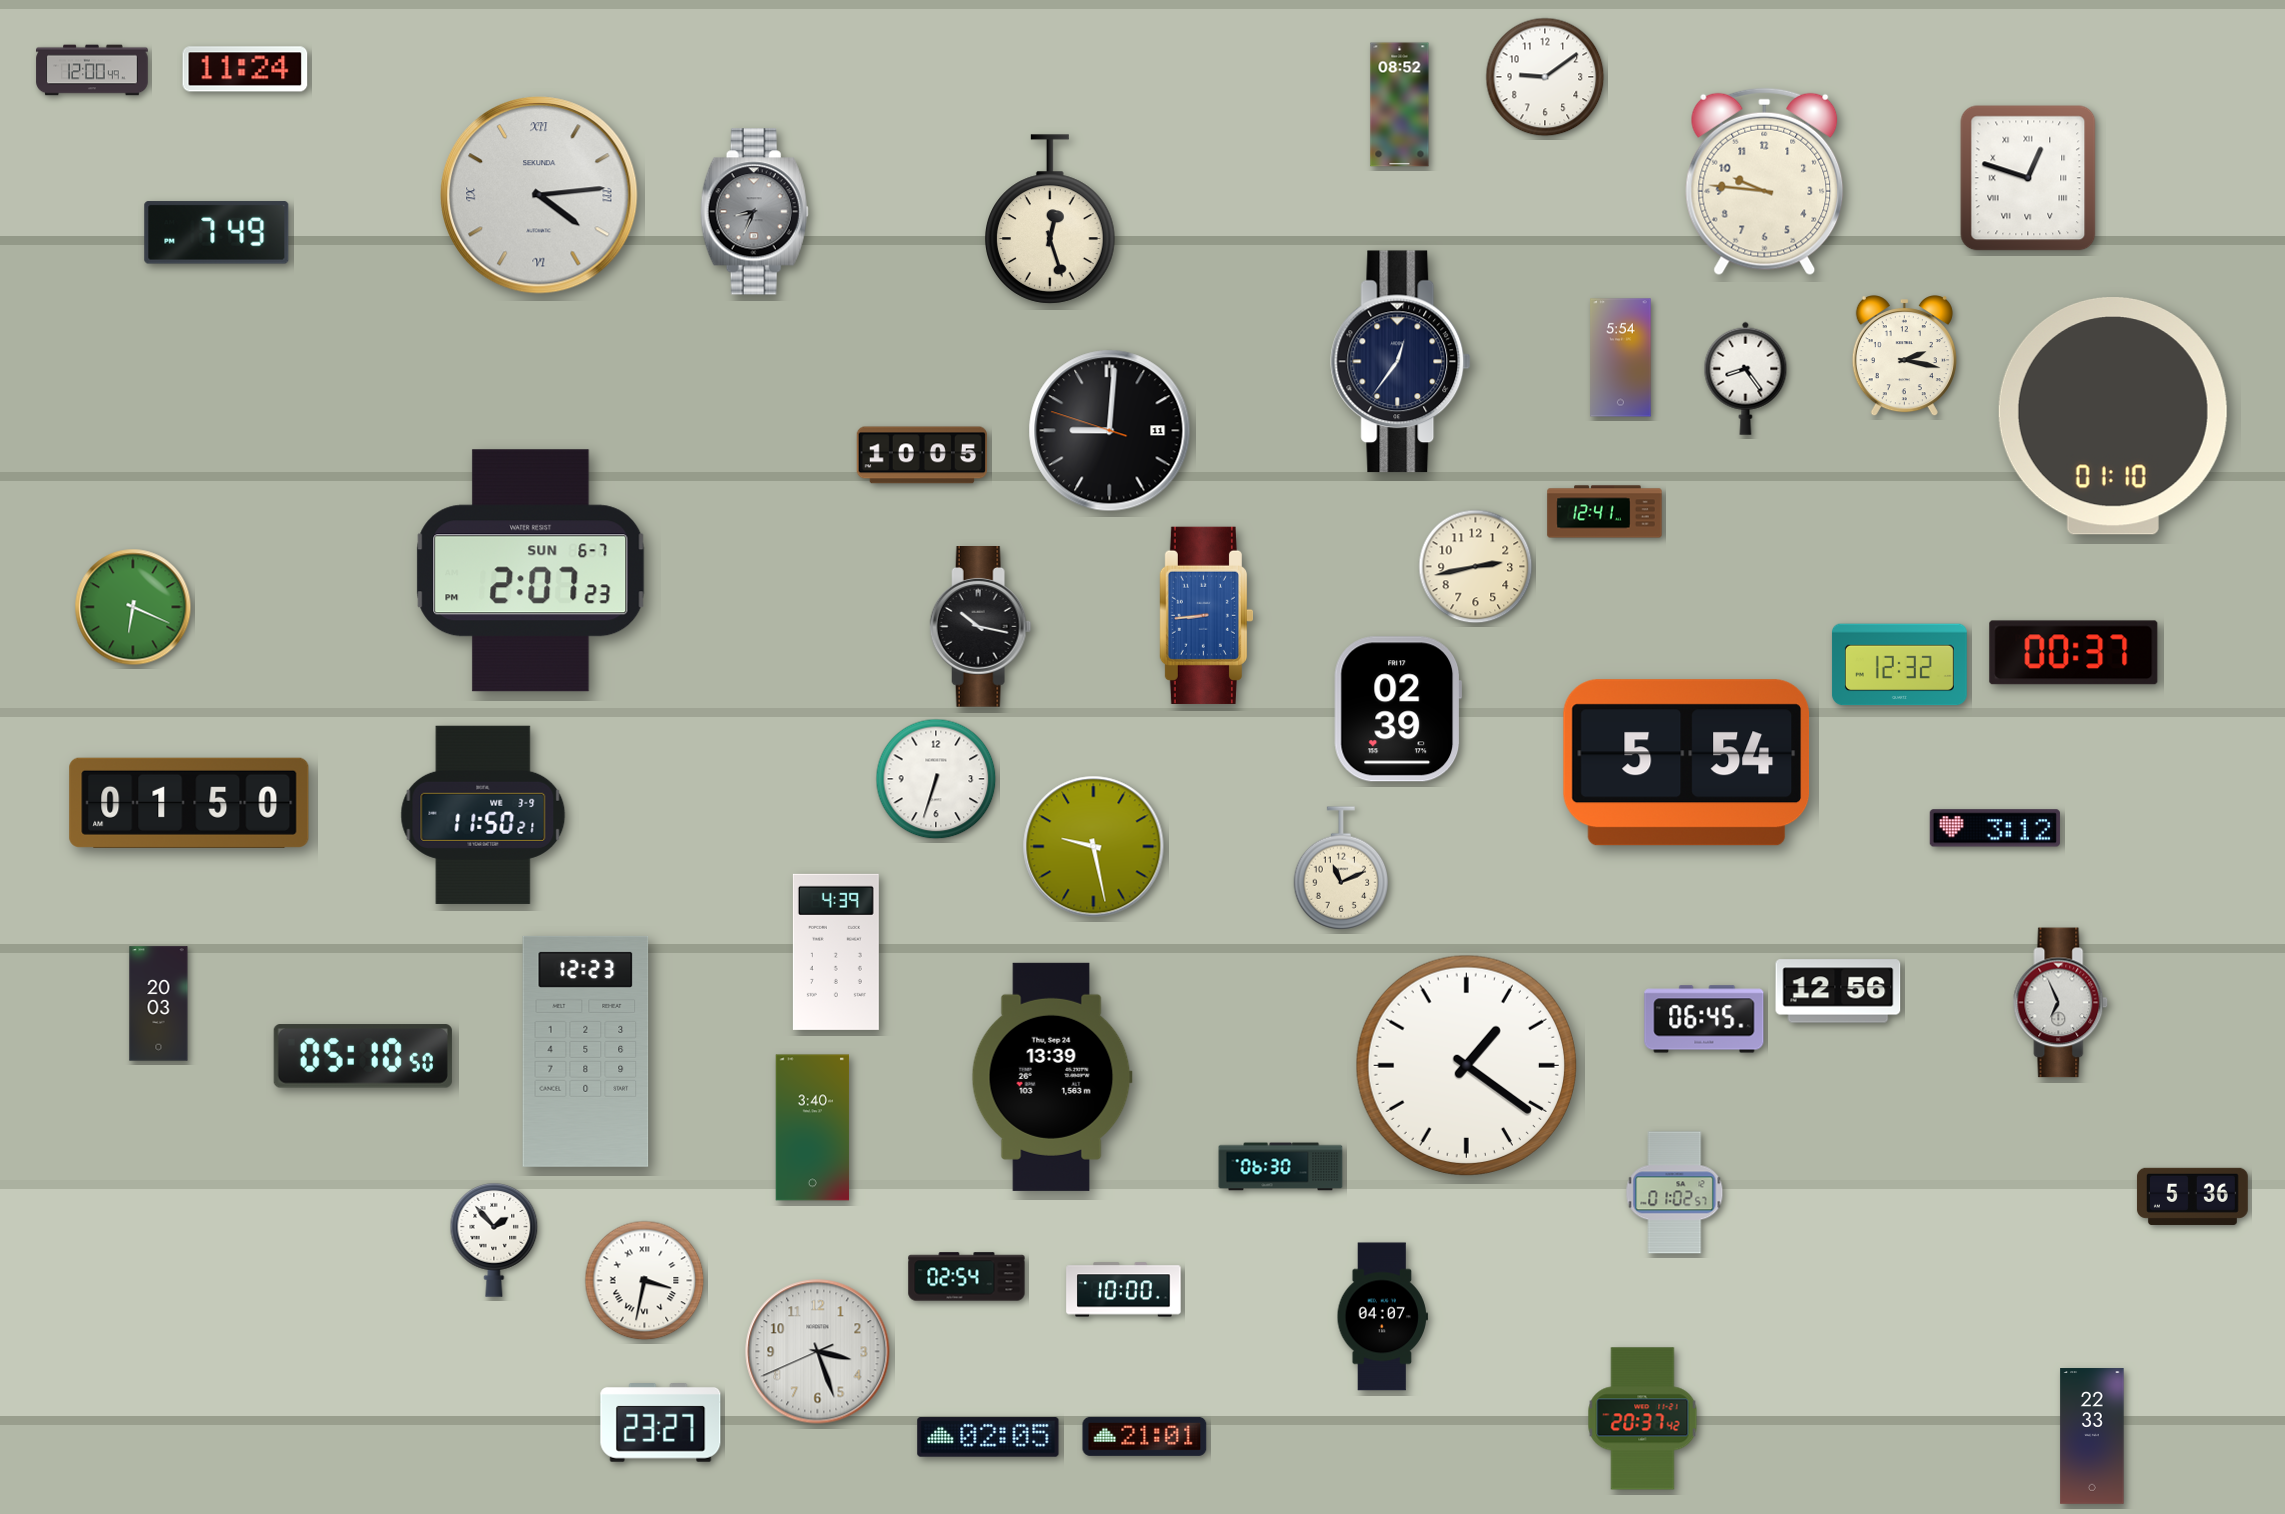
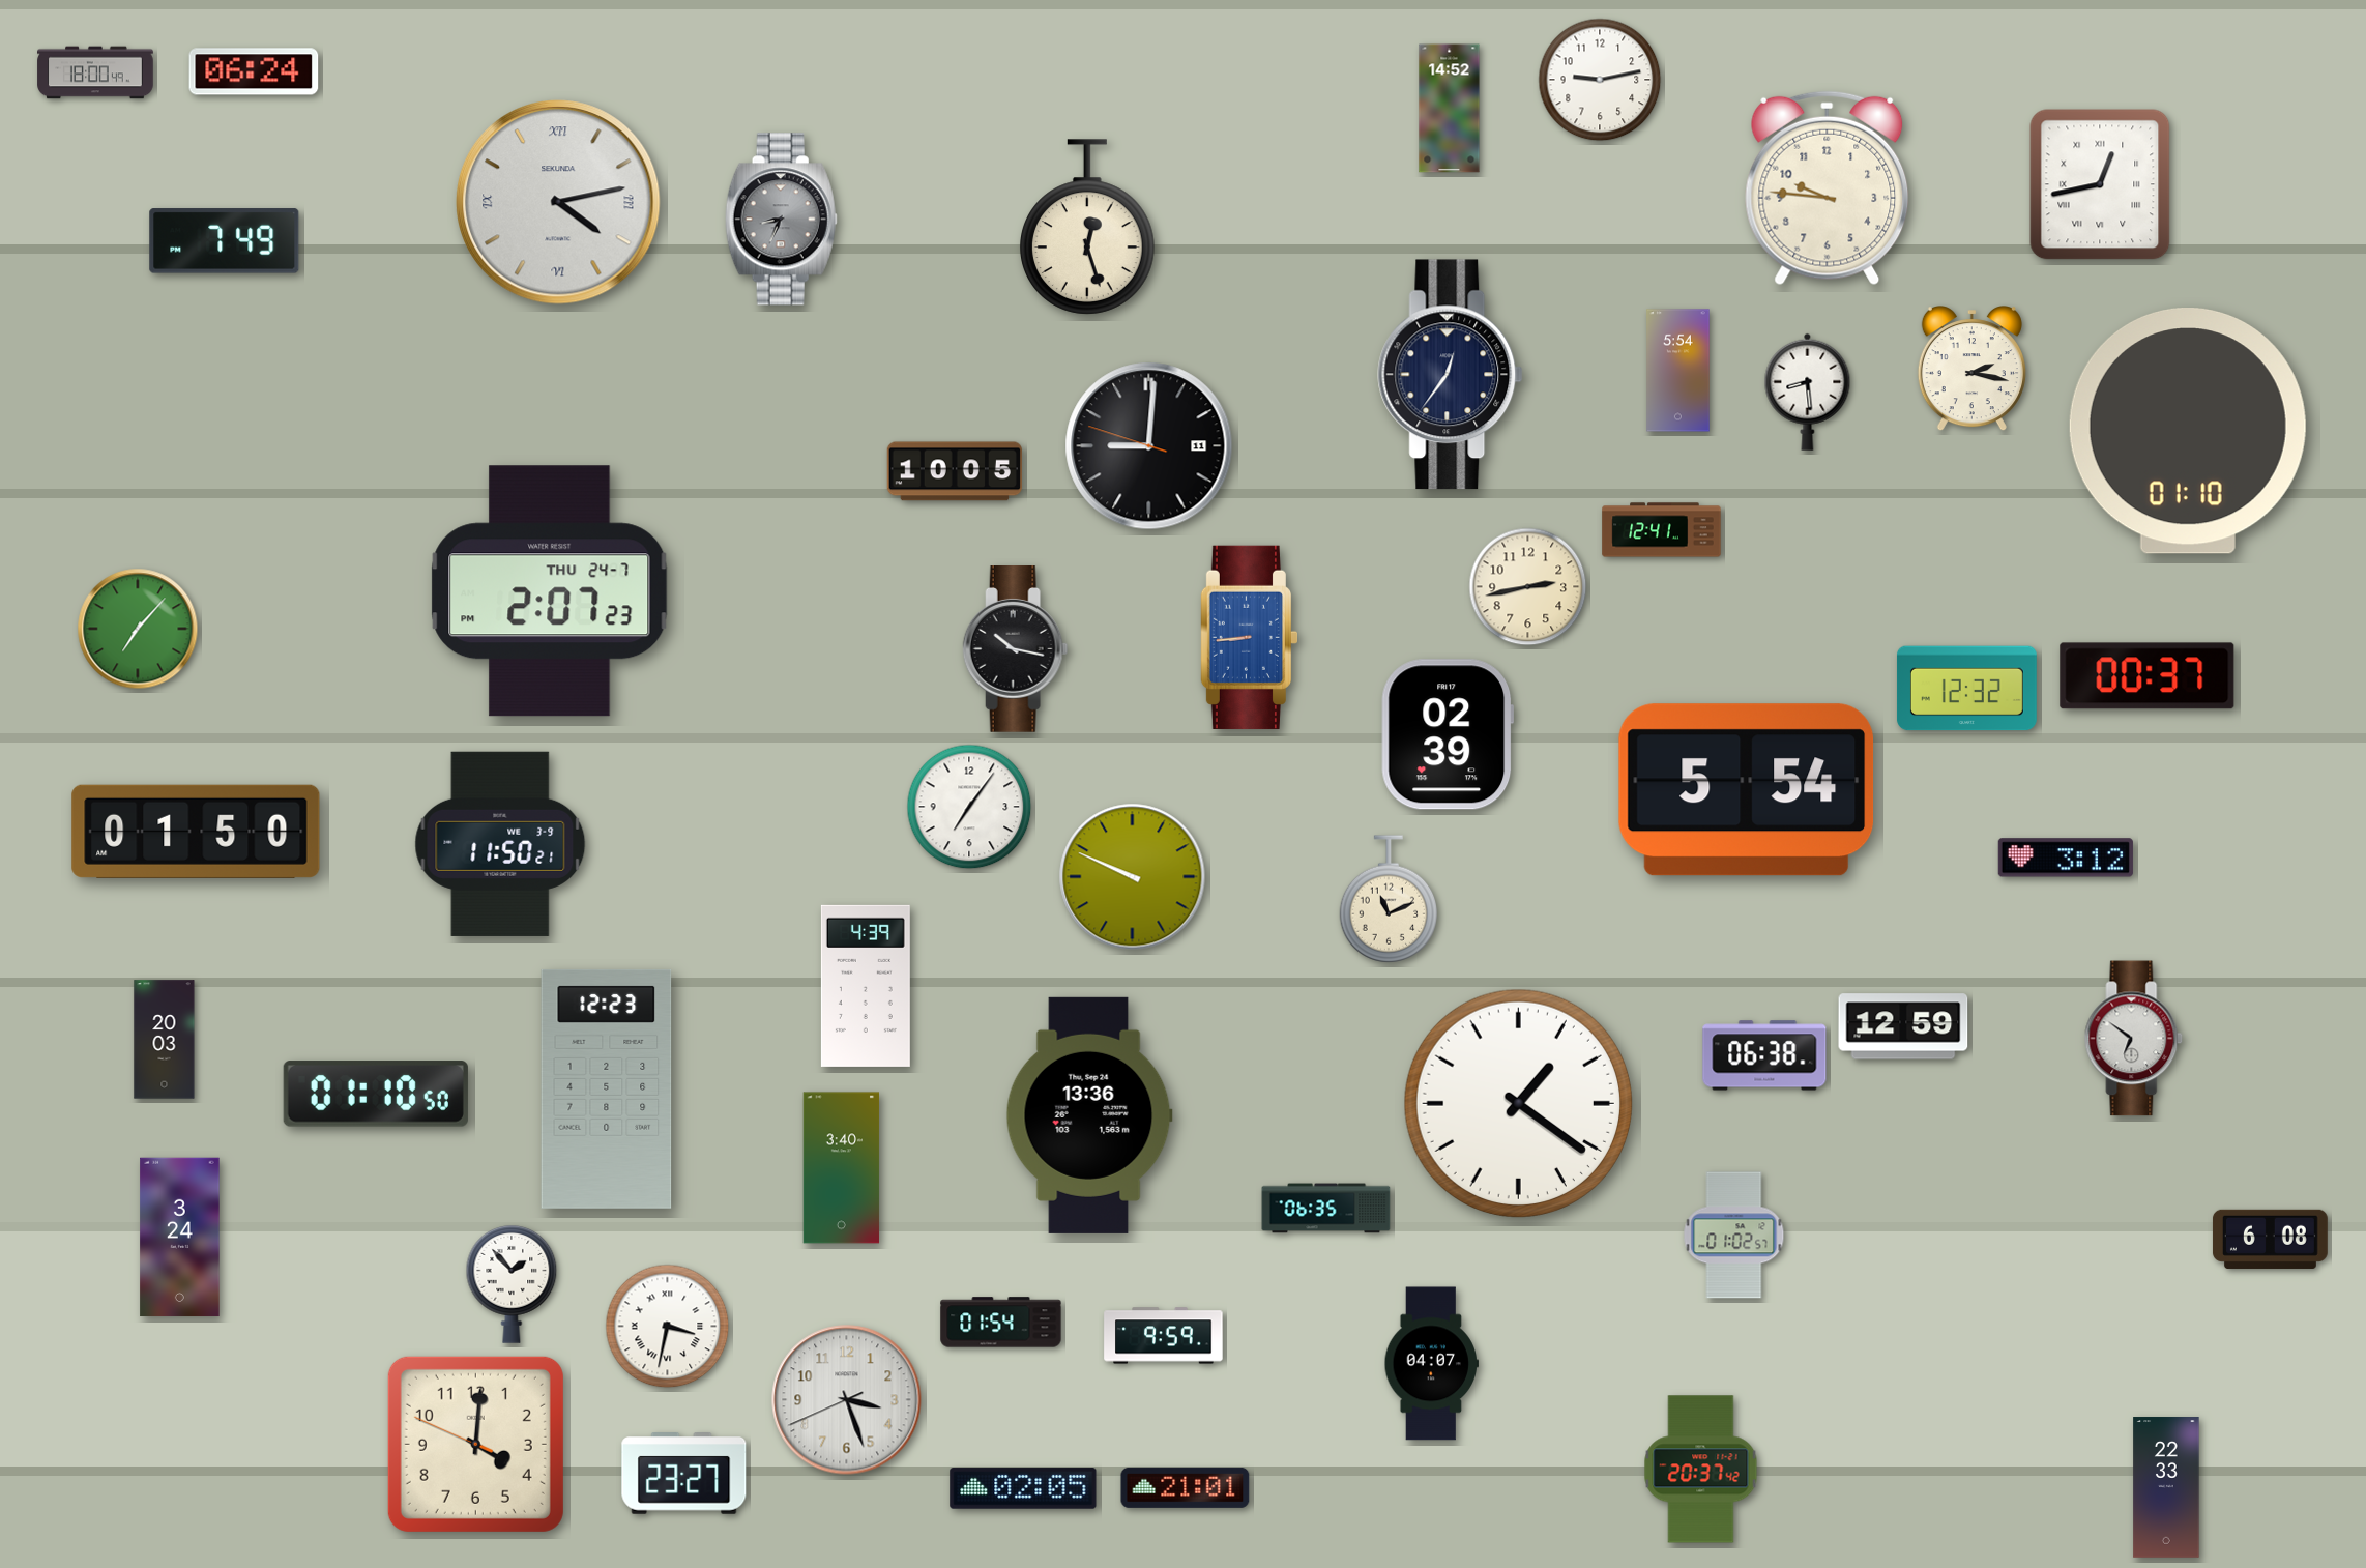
clock at (245, 69): 11:24 -> 06:24
clock at (92, 70): 12:00 -> 18:00
clock at (1545, 77): 9:09 -> 9:13
clock at (1400, 105): 08:52 -> 14:52
clock at (2028, 178): 12:48 -> 12:43
clock at (539, 195): 4:14 -> 4:13
clock at (1746, 378): 8:24 -> 8:29
clock at (531, 571) date: SUN 6-7 -> THU 24-7
clock at (133, 607): 6:19 -> 7:07
clock at (936, 779): 6:33 -> 7:06
clock at (1094, 847): 9:28 -> 9:49
clock at (1838, 991): 12:56 -> 12:59
clock at (2061, 1003): 6:56 -> 6:51
clock at (1704, 1019): 06:45 -> 06:38
clock at (363, 1056): 05:10 -> 01:10
clock at (1052, 1077): 13:39 -> 13:36
clock at (1281, 1167): 06:30 -> 06:35
clock at (180, 1238): none -> 3:24
clock at (2192, 1196): 5:36 -> 6:08
clock at (967, 1277): 02:54 -> 01:54
clock at (1124, 1290): 10:00 -> 9:59
clock at (475, 1444): none -> 4:00
